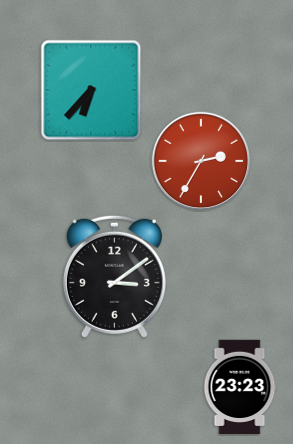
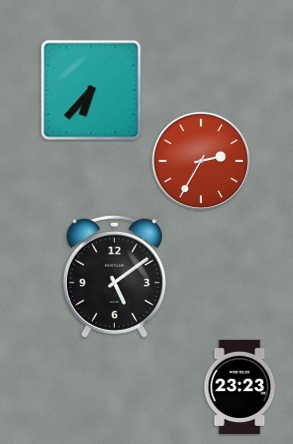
clock at (114, 276): 3:09 -> 5:09
